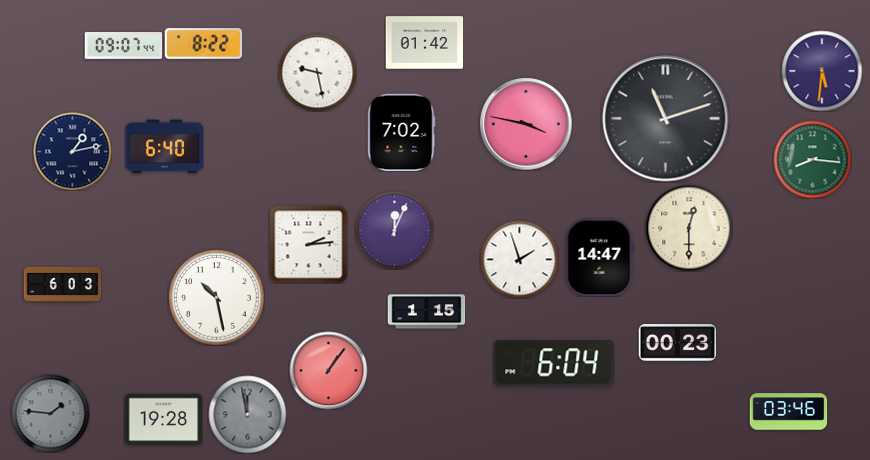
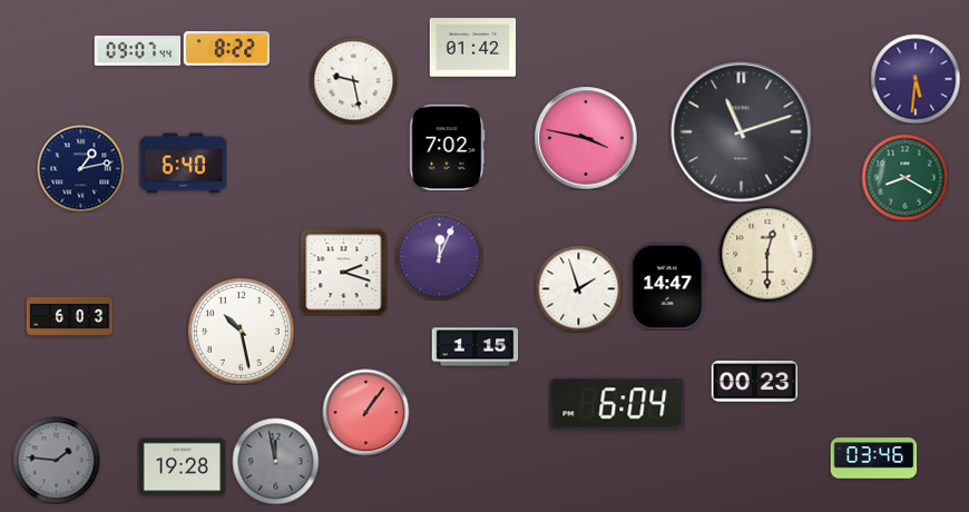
clock at (812, 159): 8:16 -> 8:20
clock at (308, 244): 2:14 -> 2:18
clock at (788, 412) position: (788, 412) -> (873, 459)
